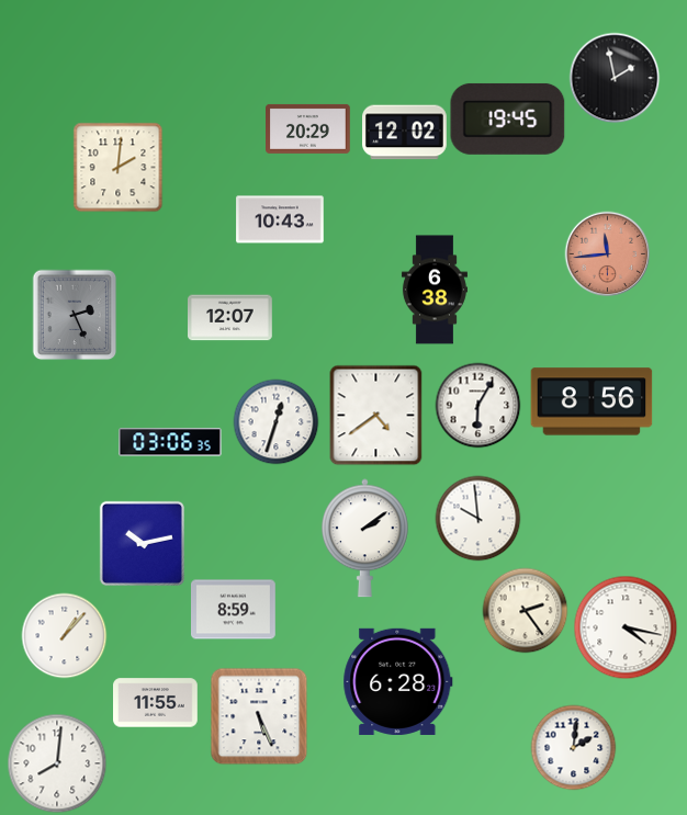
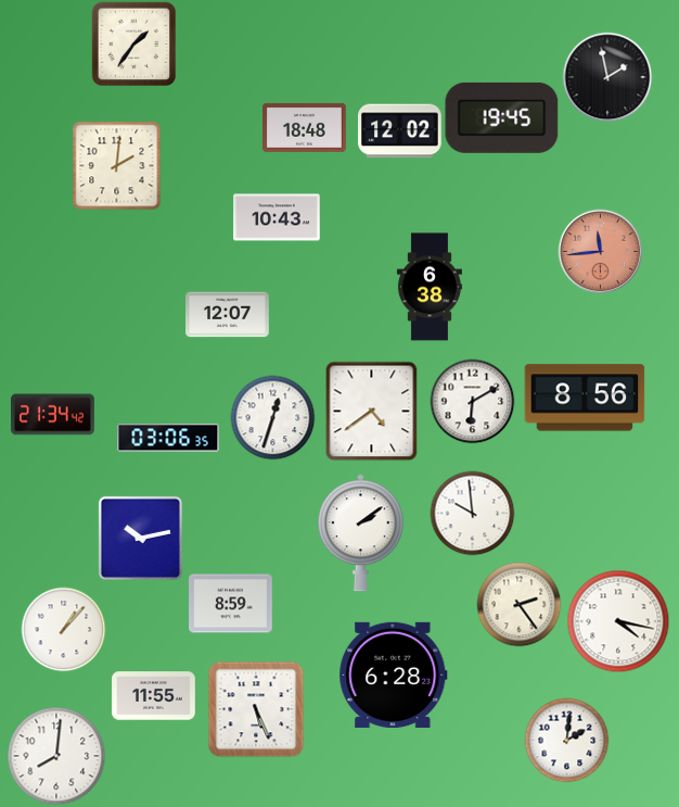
clock at (133, 43): none -> 1:36
clock at (308, 128): 20:29 -> 18:48
clock at (75, 315): 2:26 -> none
clock at (477, 405): 6:05 -> 6:10
clock at (53, 415): none -> 21:34
